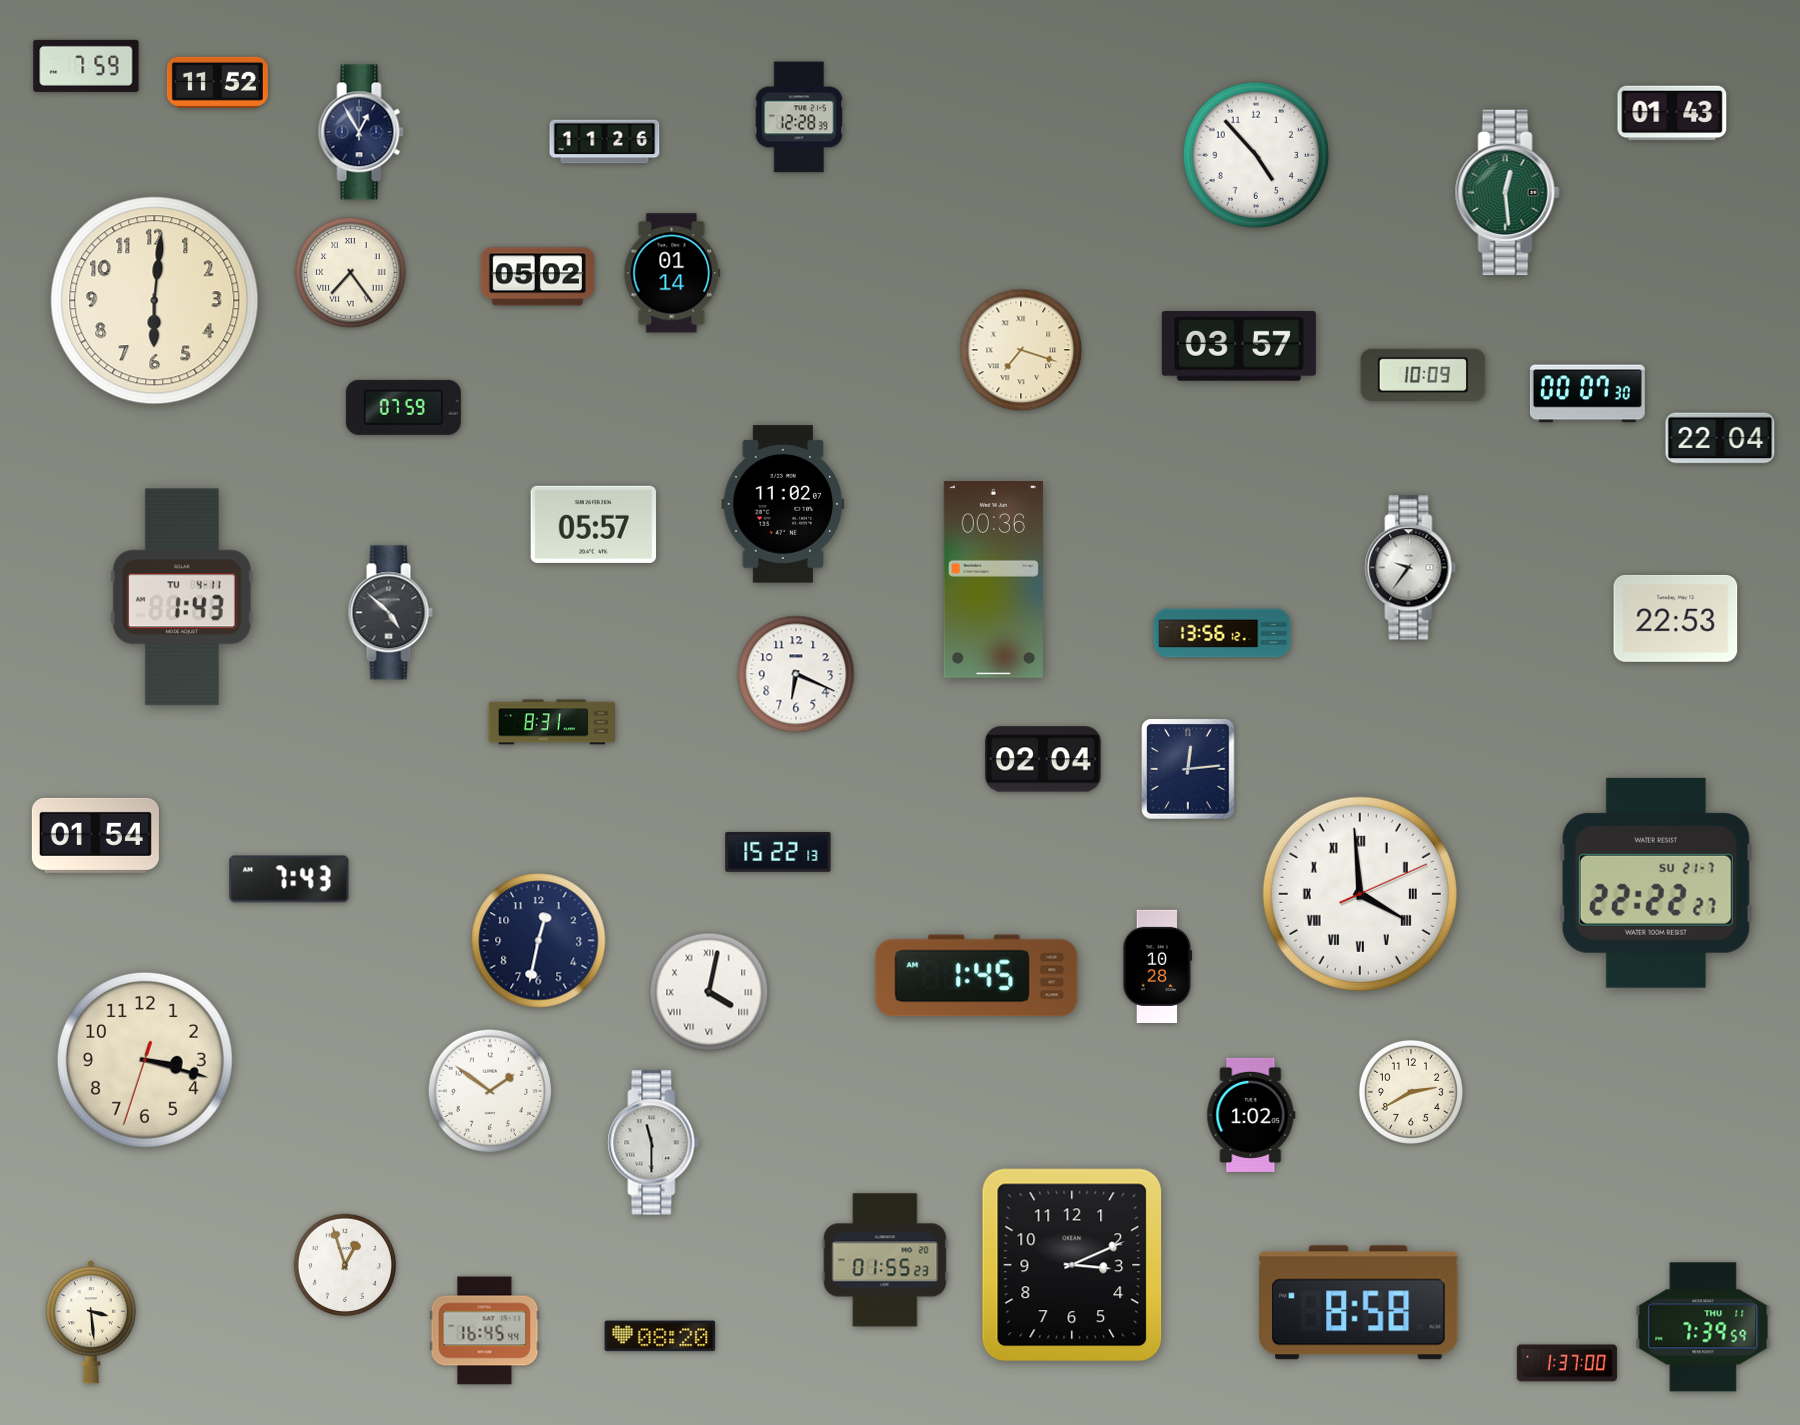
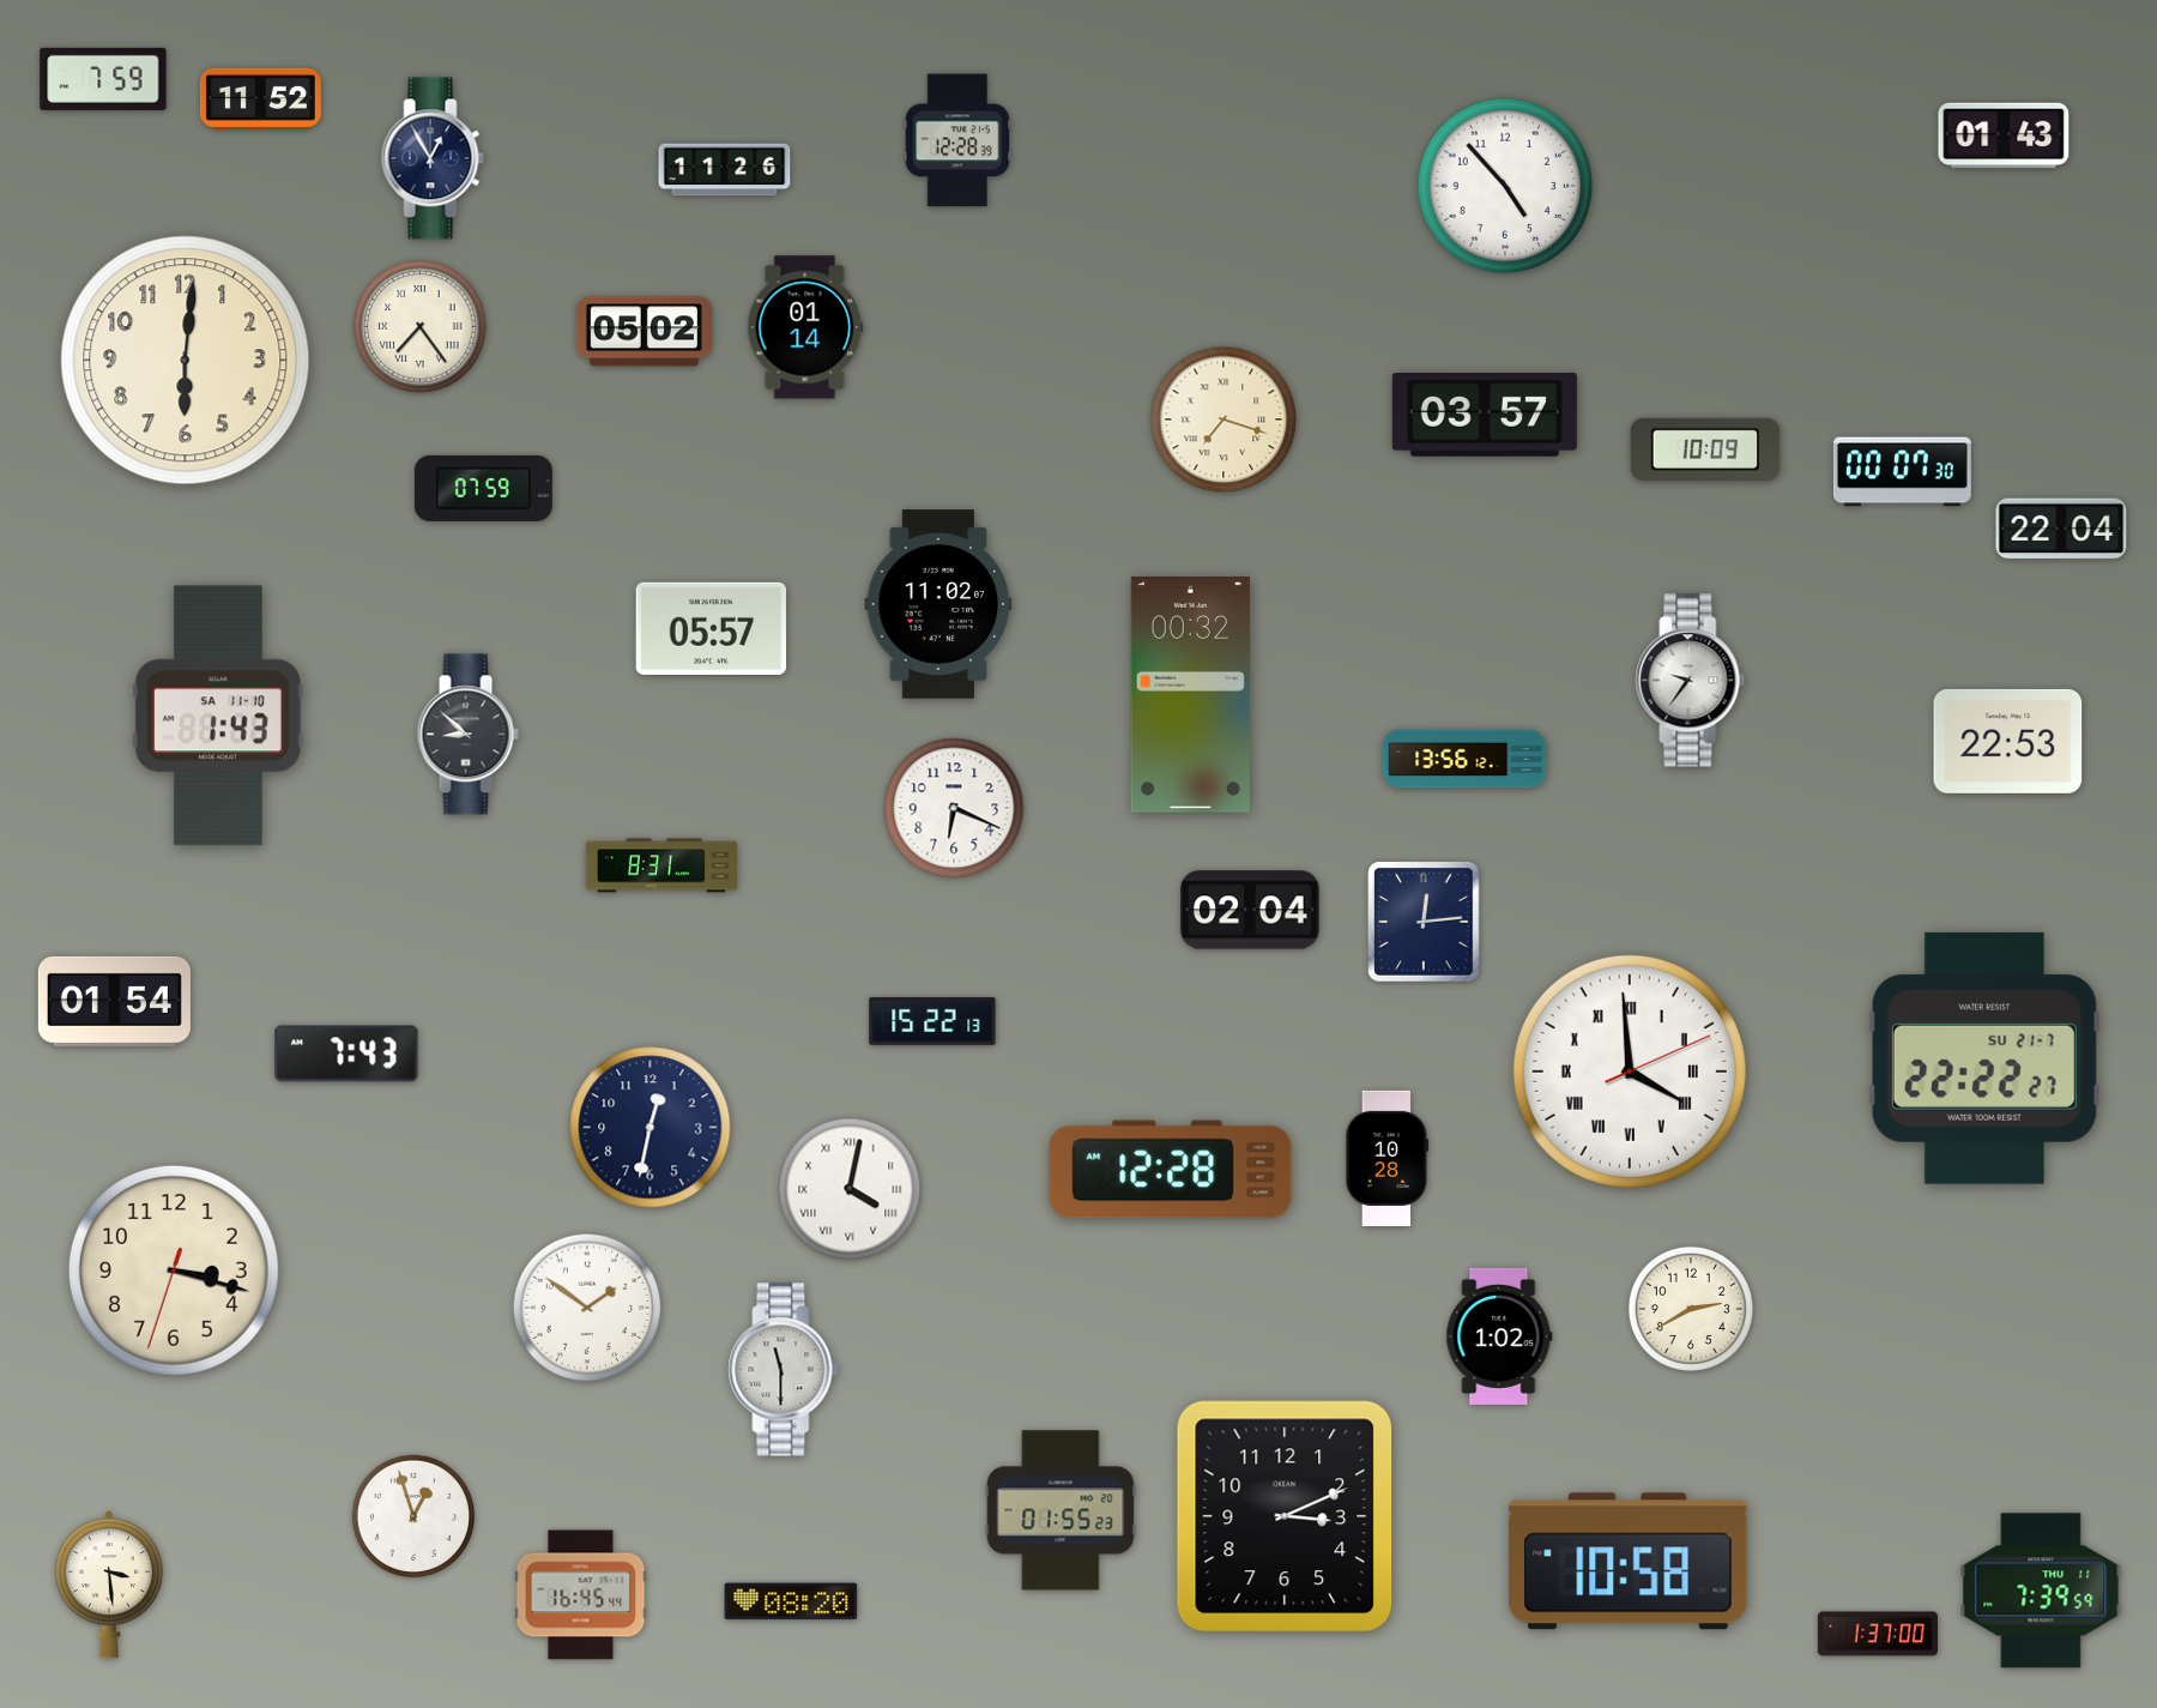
clock at (1507, 193): 12:29 -> none
clock at (1720, 438) position: (1720, 438) -> (2061, 529)
clock at (993, 579): 00:36 -> 00:32
clock at (182, 597) date: TU 4-11 -> SA 11-10
clock at (390, 613): 4:52 -> 8:52
clock at (539, 941) position: (539, 941) -> (651, 1128)
clock at (977, 976): 1:45 -> 12:28
clock at (1359, 1303): 8:58 -> 10:58
